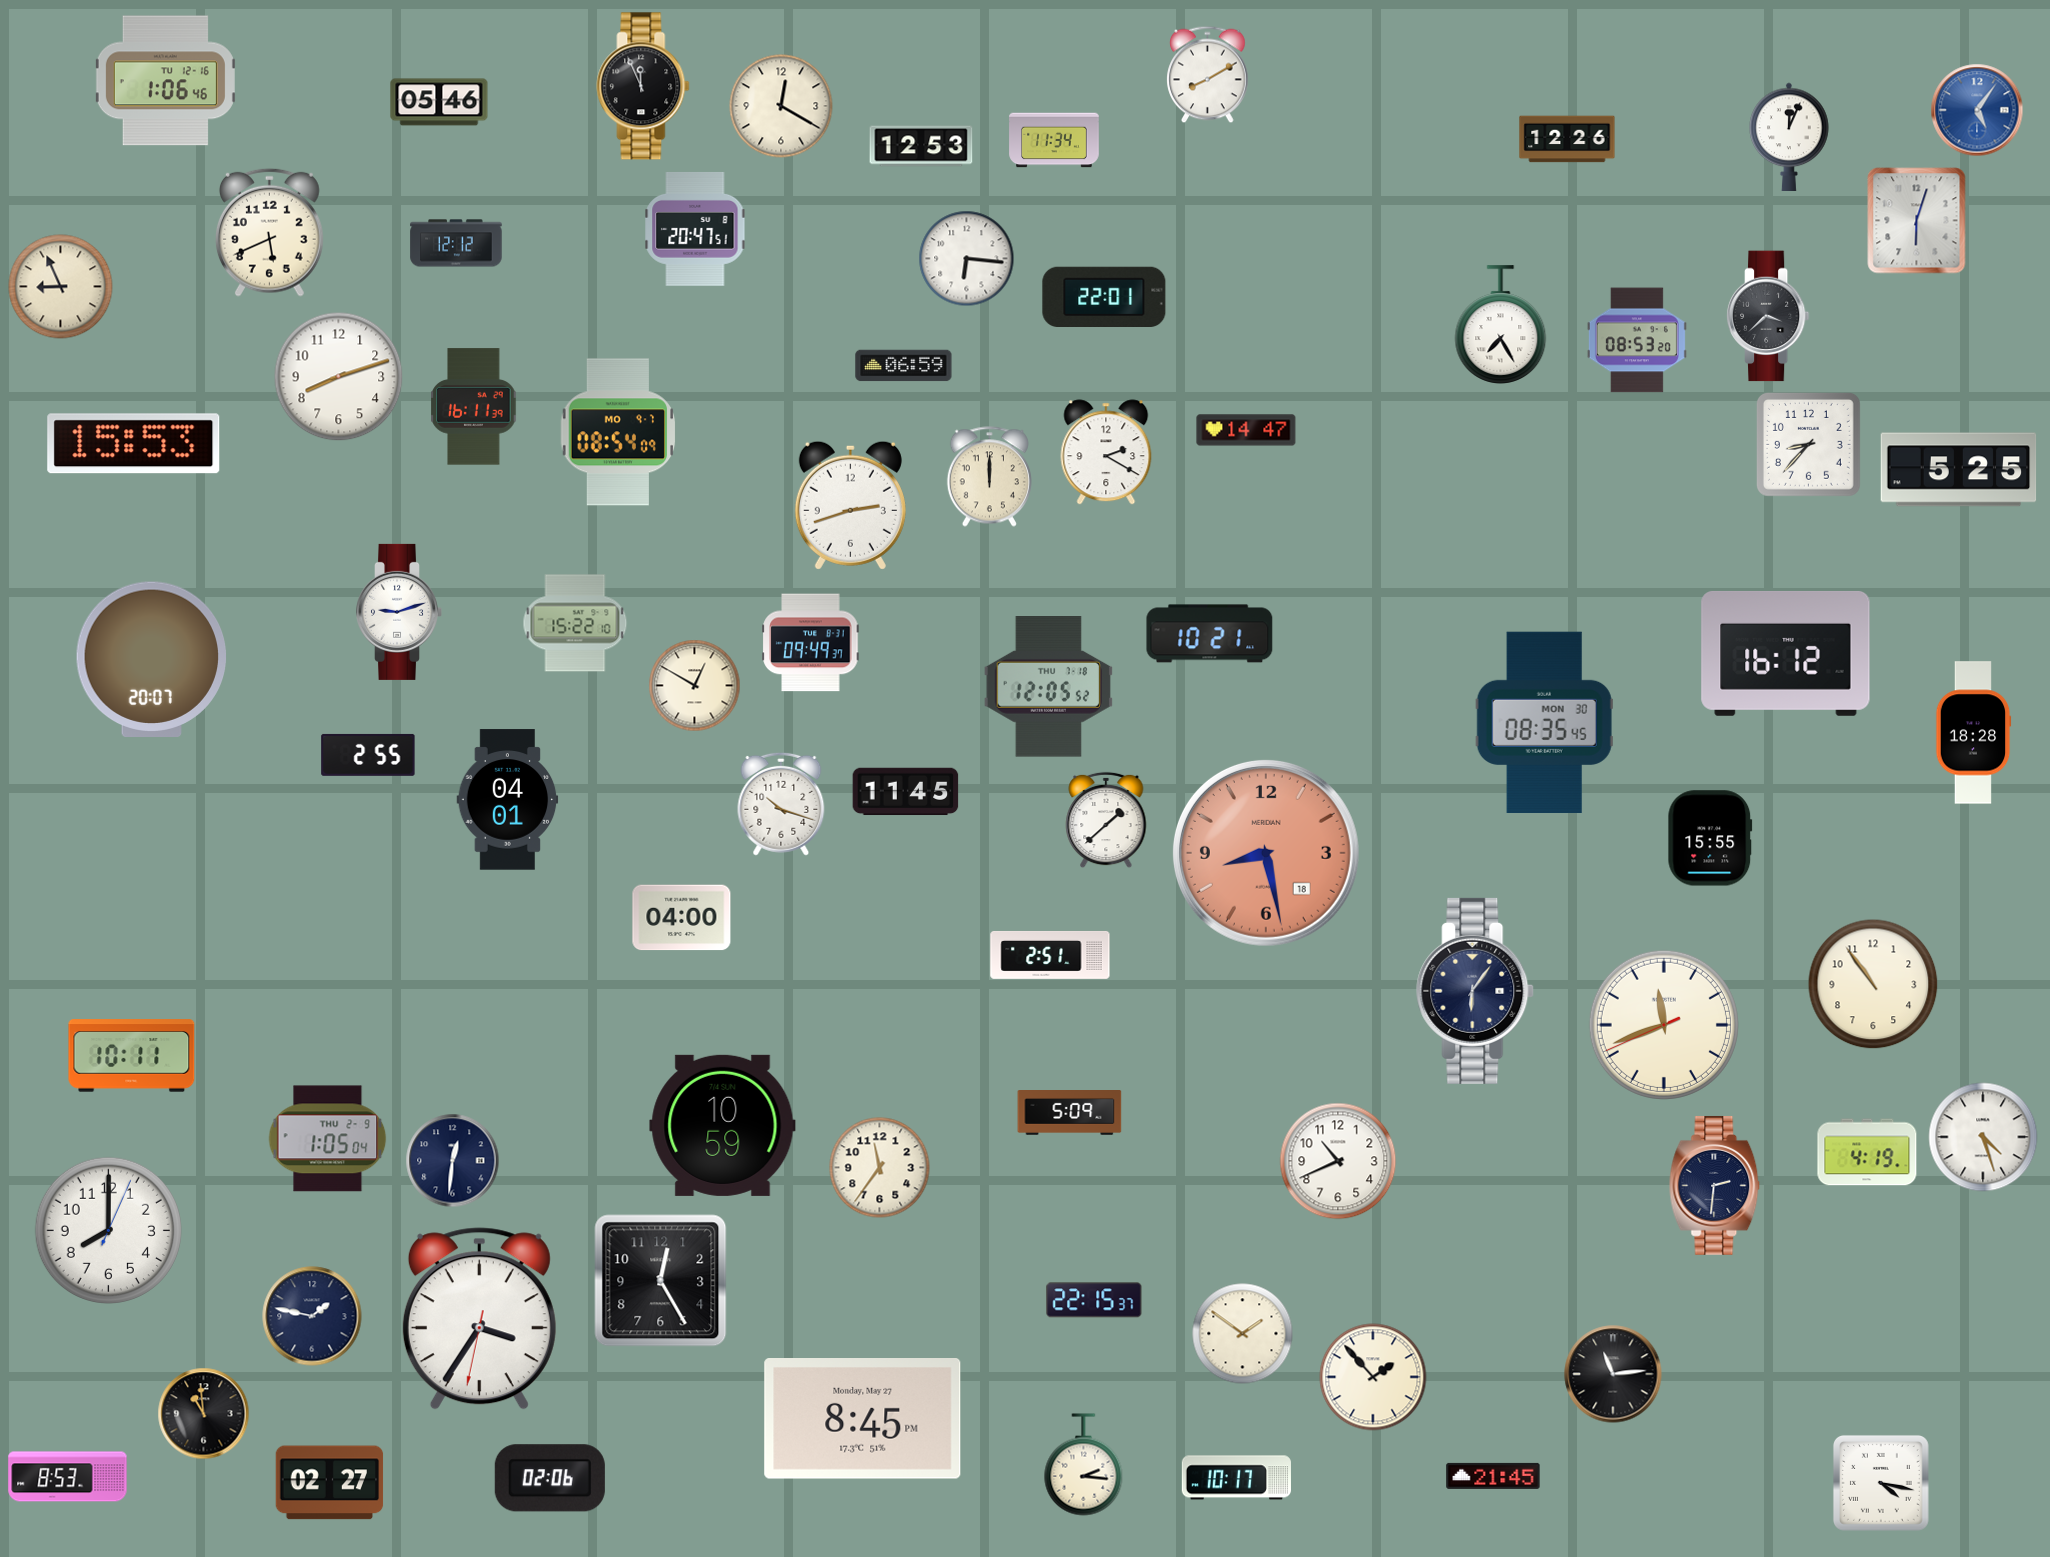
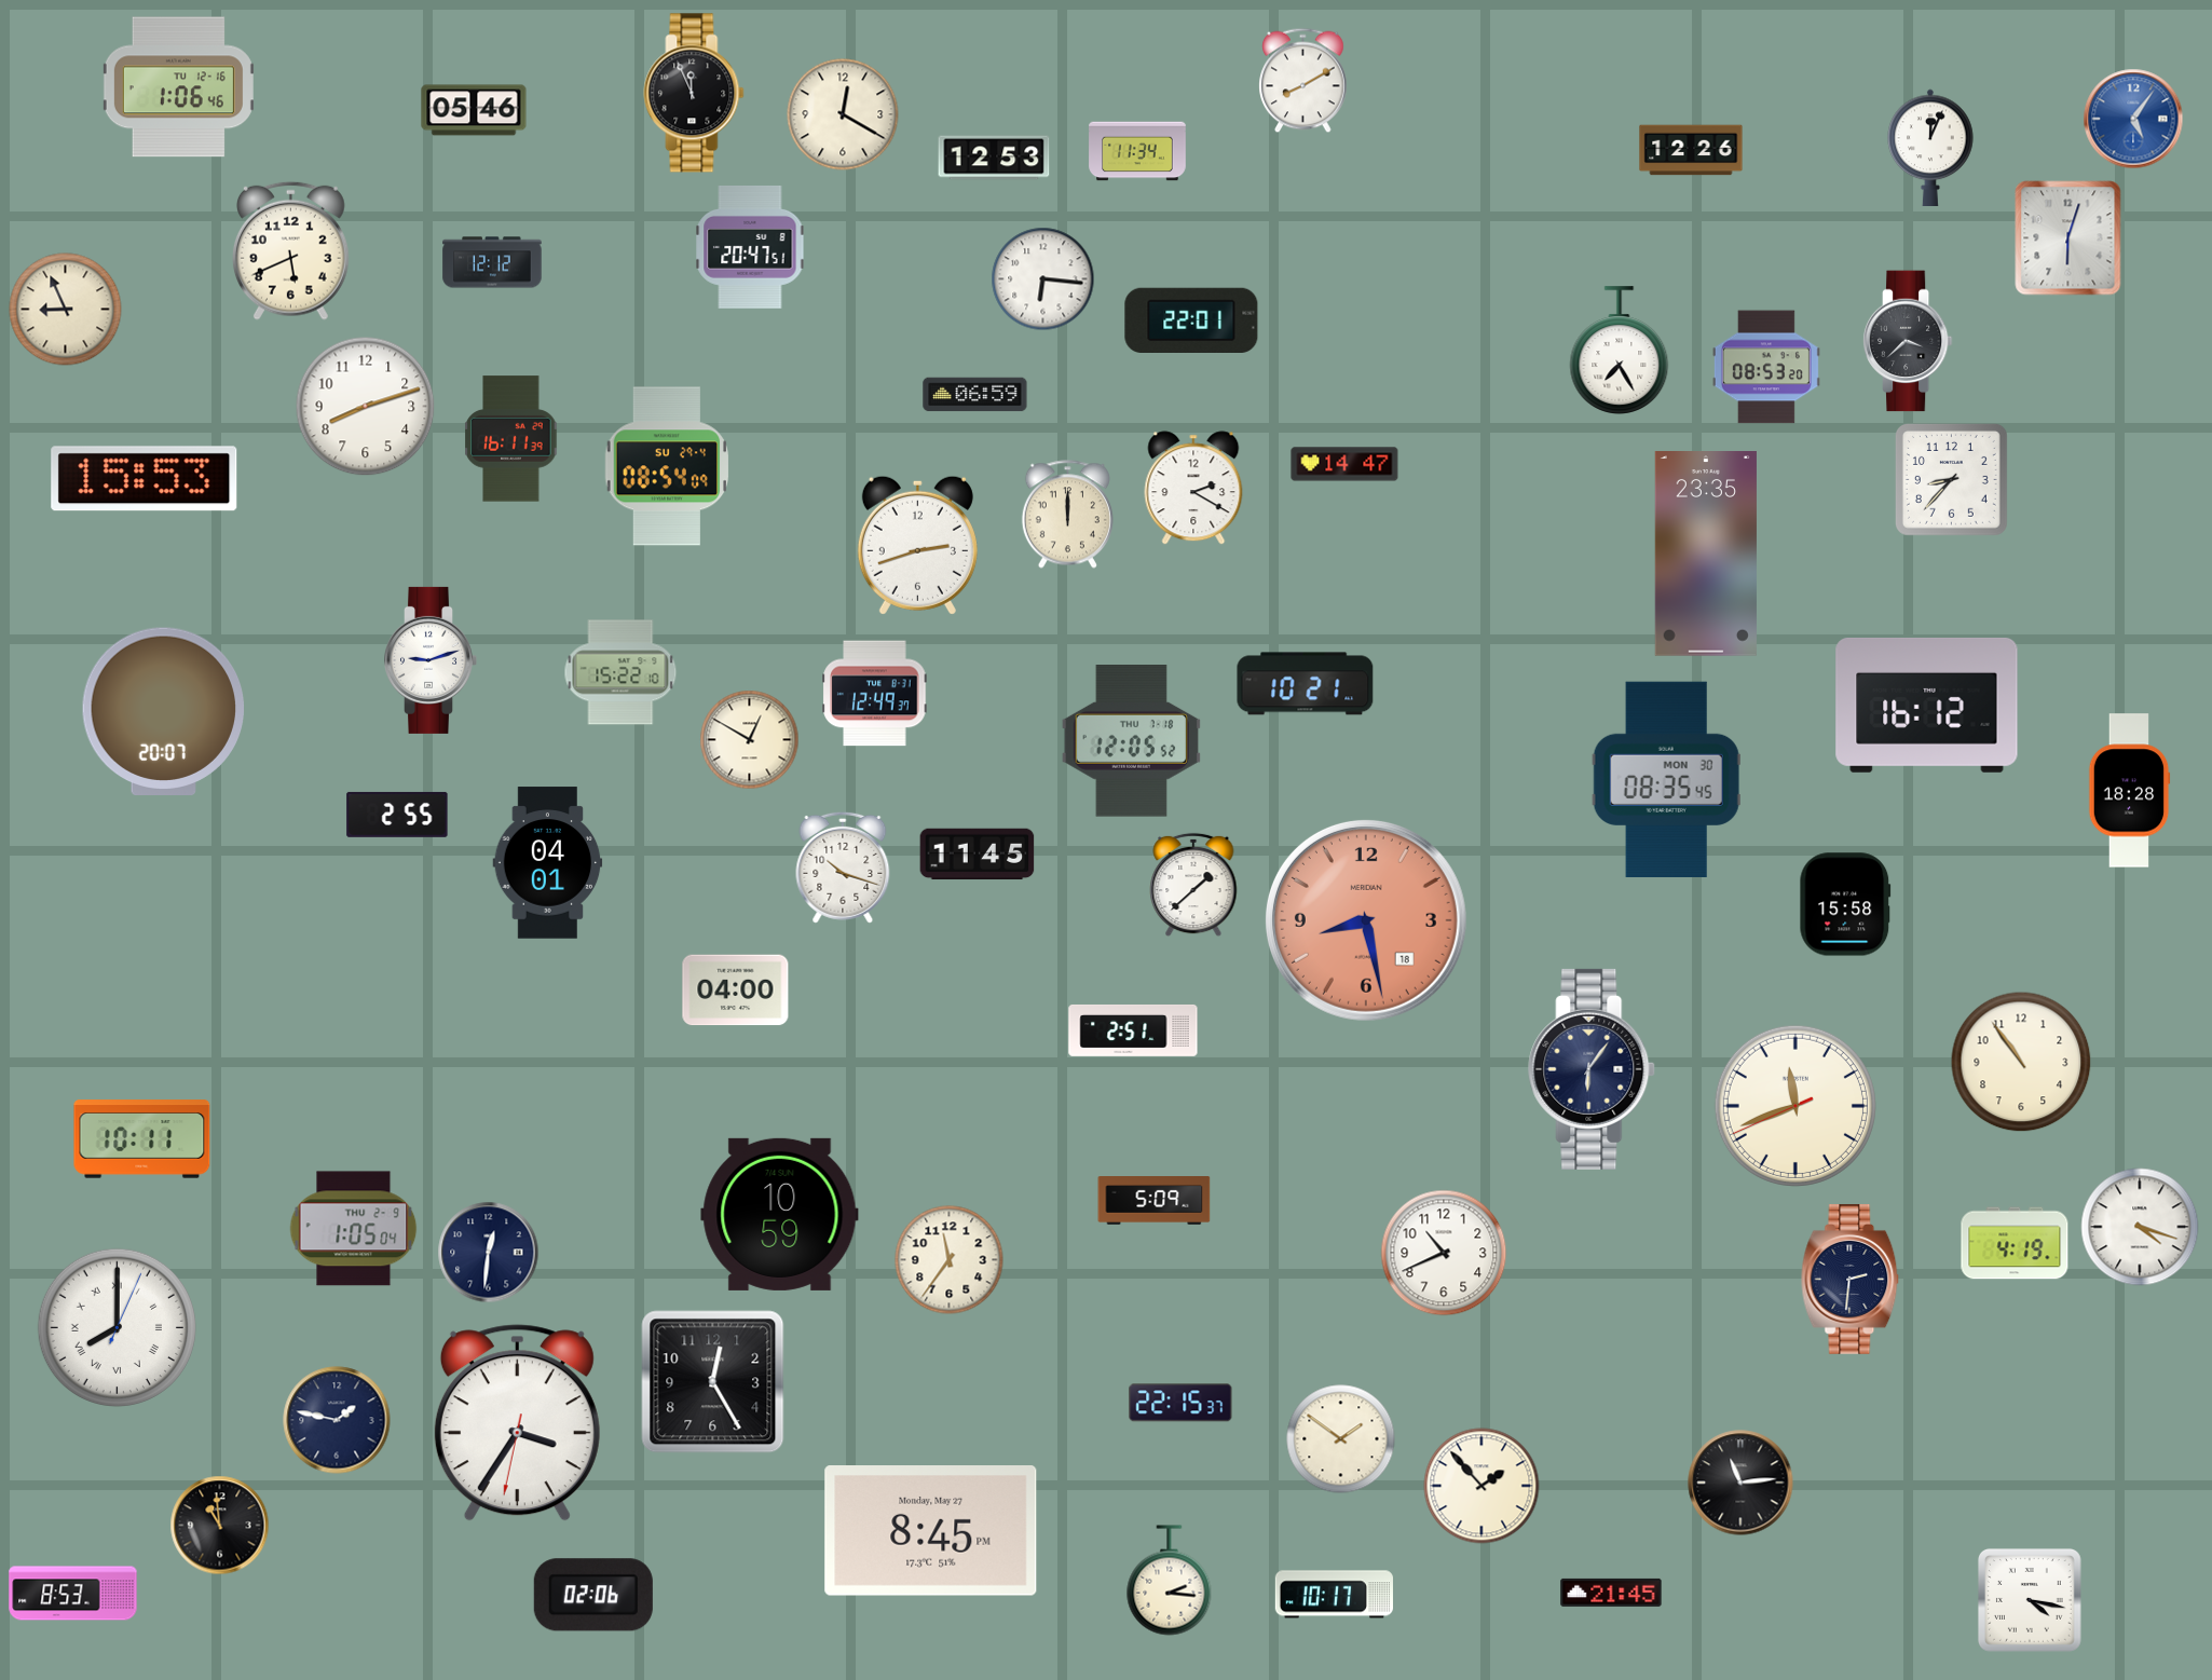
clock at (618, 432) date: MO 9-7 -> SU 29-4
clock at (1959, 470): 5:25 -> none
clock at (1706, 554): none -> 23:35
clock at (811, 643): 09:49 -> 12:49
clock at (1710, 838): 15:55 -> 15:58
clock at (1983, 1137): 4:27 -> 4:18
clock at (108, 1230) numerals: Arabic -> Roman
clock at (330, 1483): 02:27 -> none
